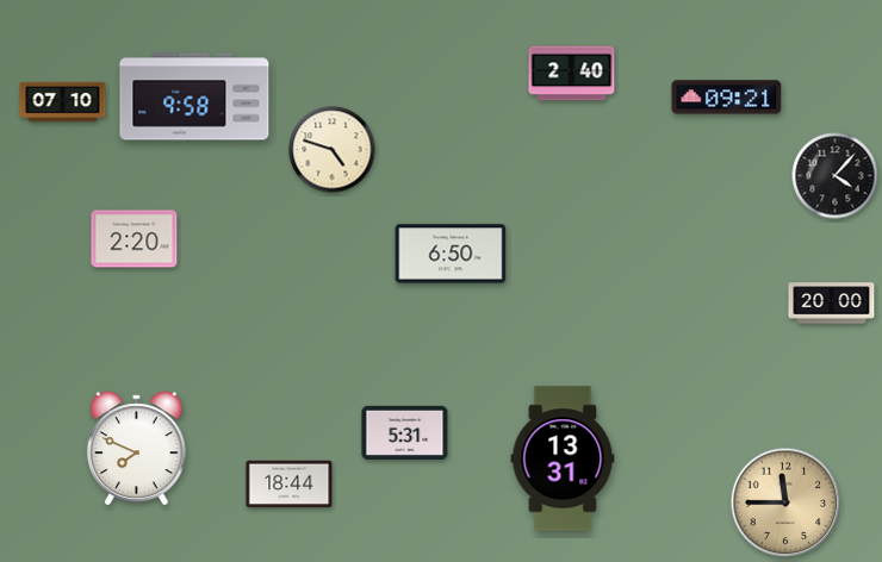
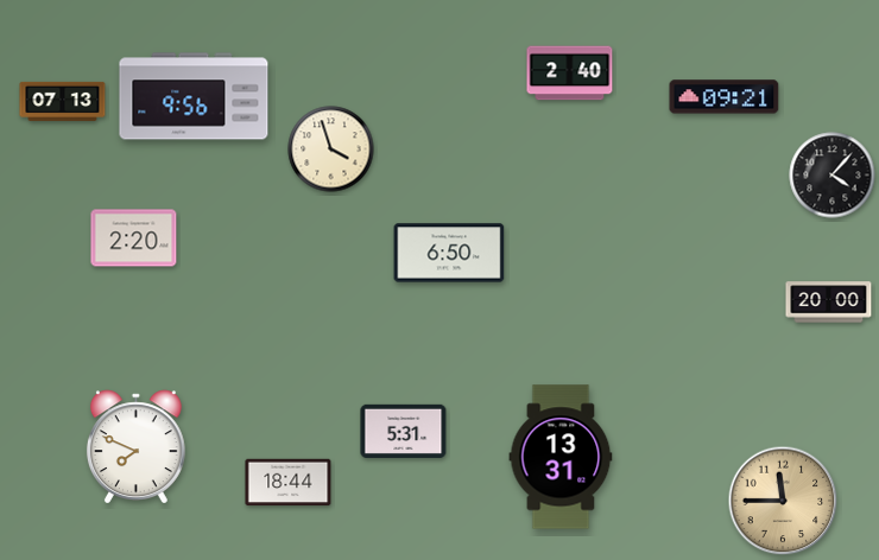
clock at (194, 96): 9:58 -> 9:56
clock at (63, 101): 07:10 -> 07:13
clock at (333, 150): 4:48 -> 3:57
